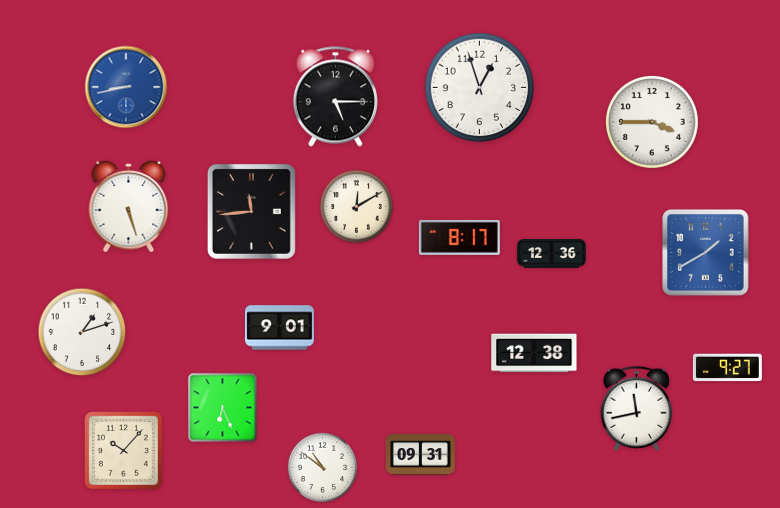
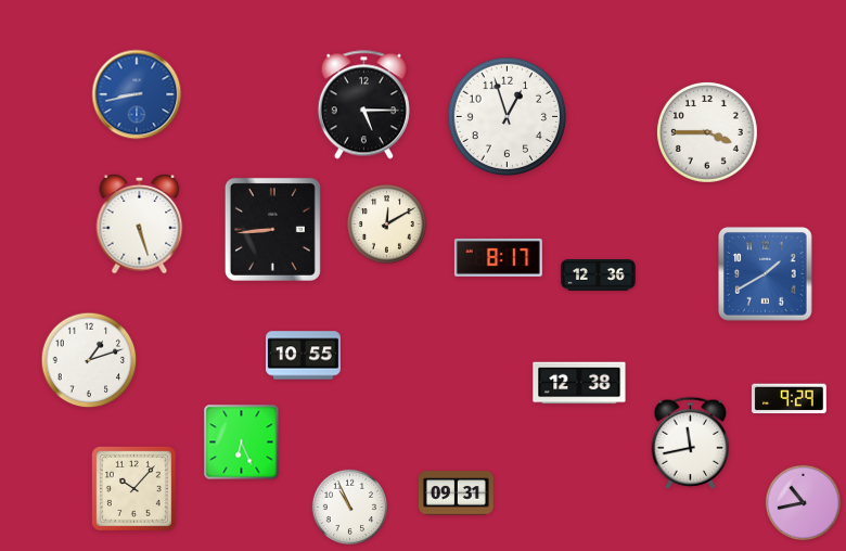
clock at (479, 87) position: (479, 87) -> (507, 116)
clock at (251, 211): 11:44 -> 8:44
clock at (279, 328): 9:01 -> 10:55
clock at (727, 368): 9:27 -> 9:29
clock at (803, 502): none -> 10:43
clock at (322, 467): 10:51 -> 10:56
